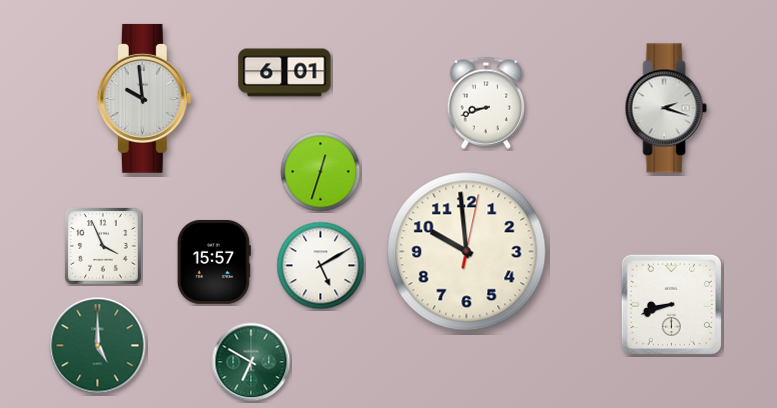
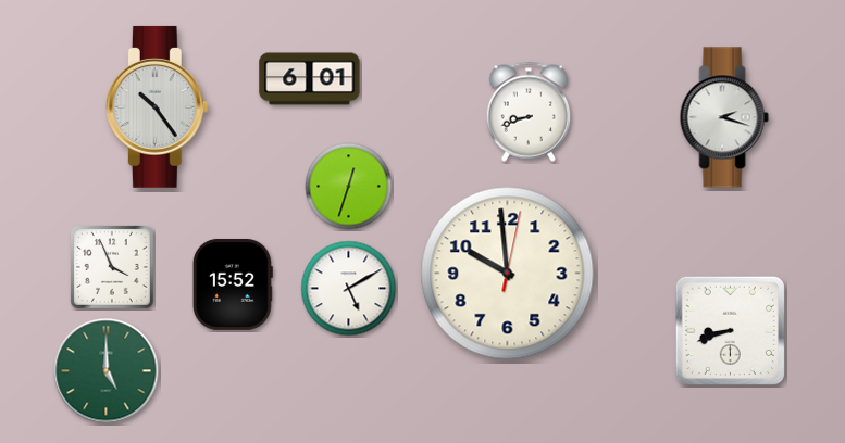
clock at (144, 98): 9:59 -> 10:24
clock at (214, 262): 15:57 -> 15:52
clock at (98, 346) position: (98, 346) -> (107, 371)
clock at (251, 362): 6:50 -> none
